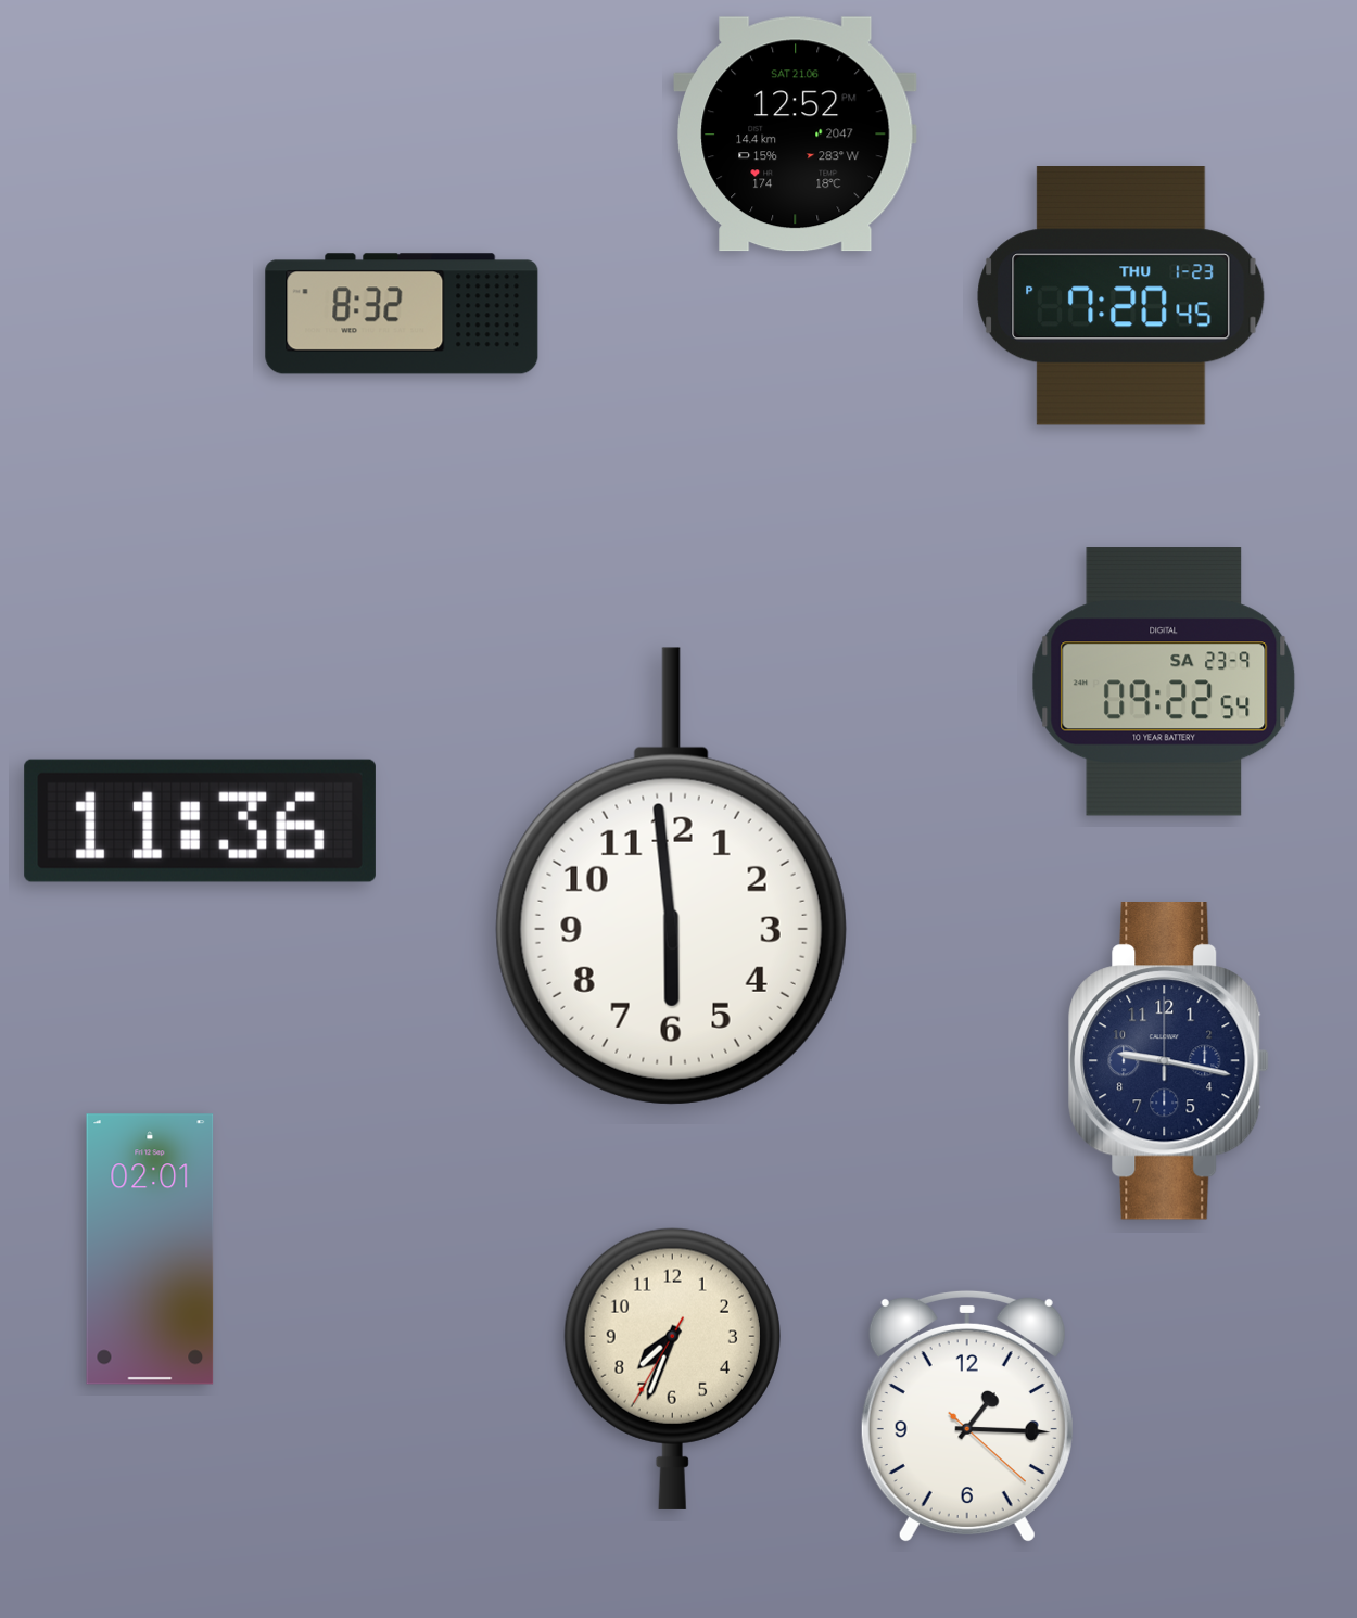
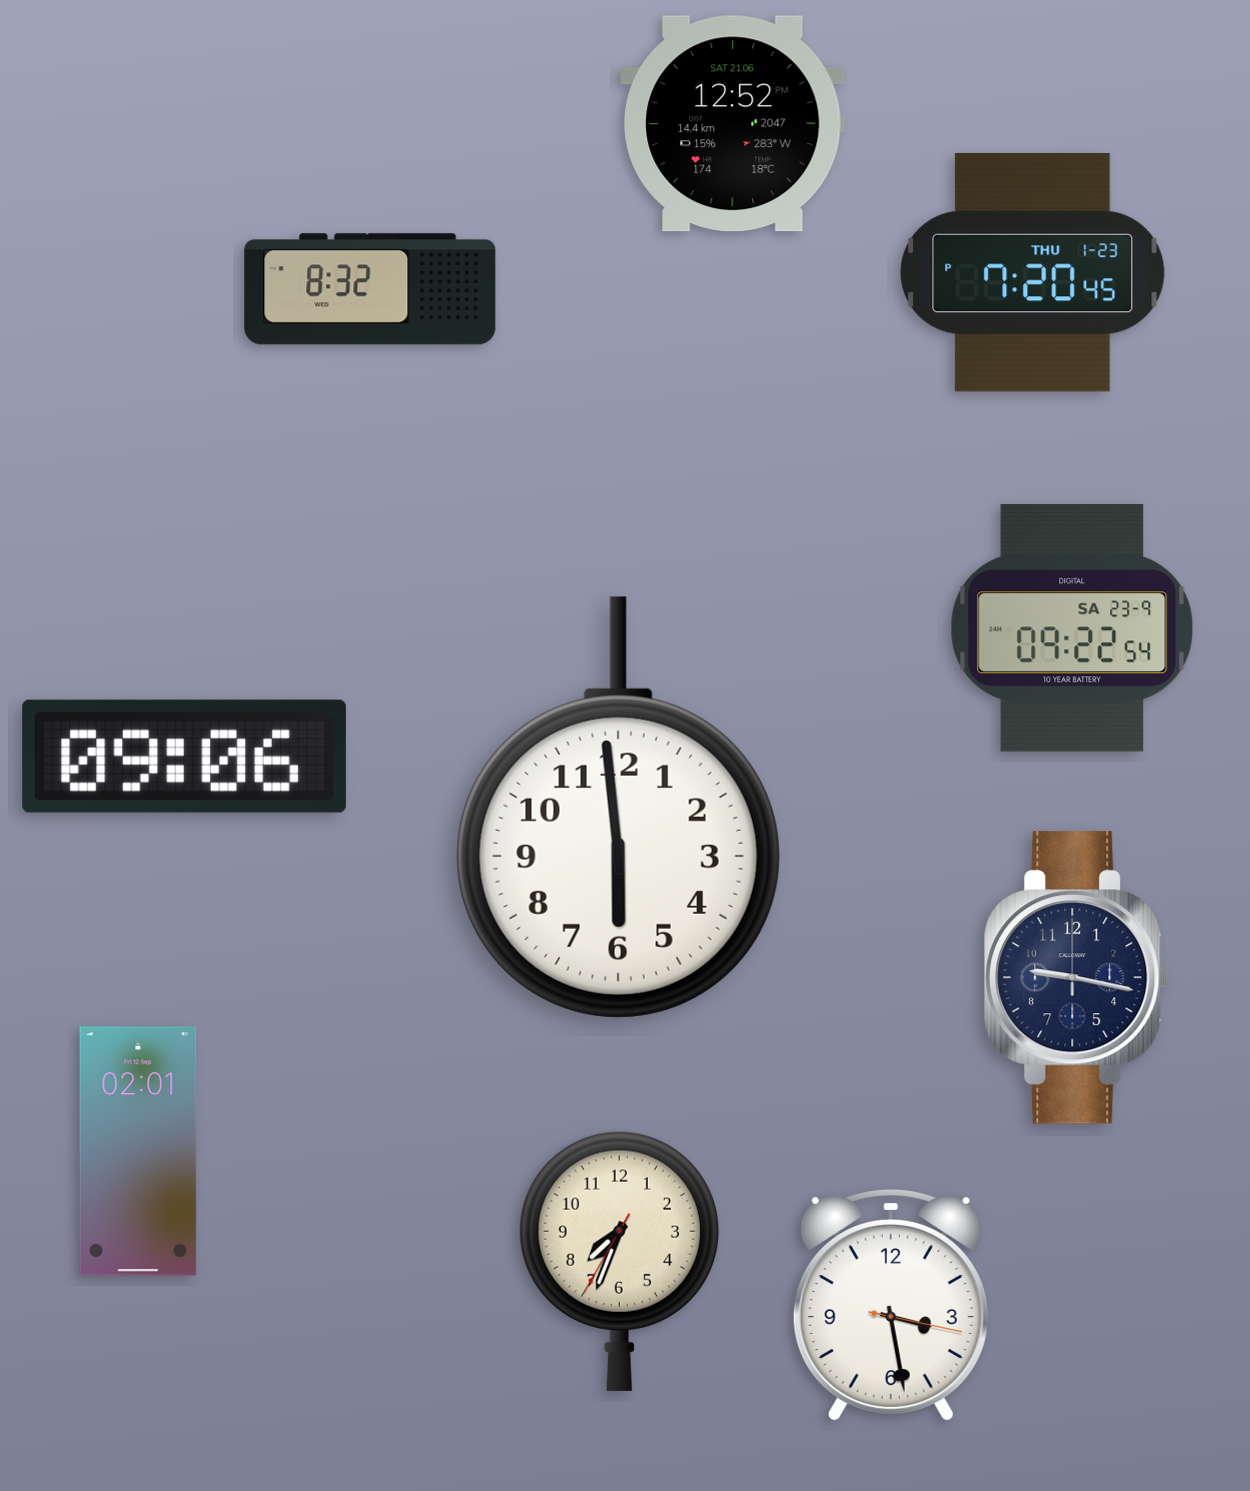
clock at (200, 820): 11:36 -> 09:06
clock at (967, 1416): 1:15 -> 3:28
